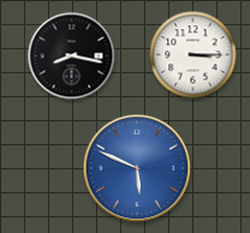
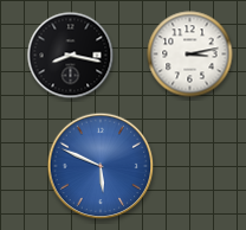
clock at (194, 55): 3:15 -> 3:13
clock at (137, 168) position: (137, 168) -> (101, 166)
